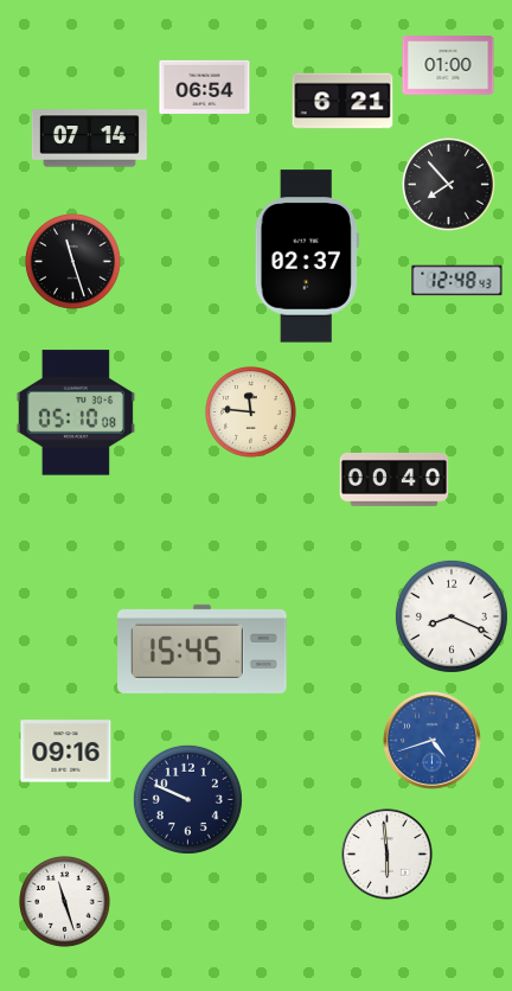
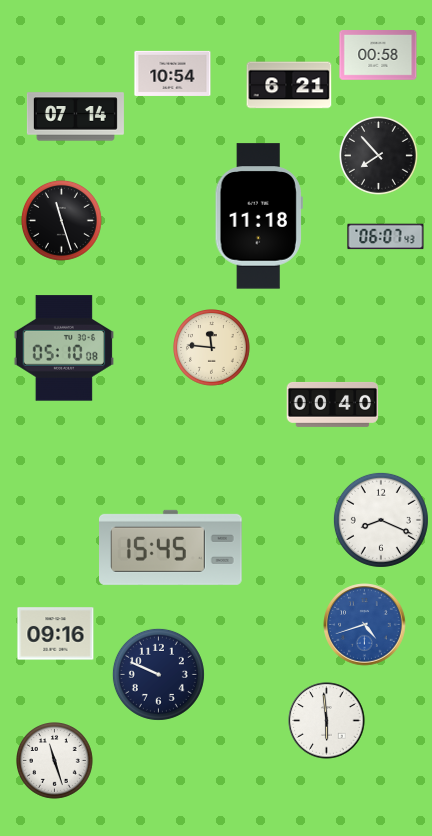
clock at (448, 66): 01:00 -> 00:58
clock at (205, 87): 06:54 -> 10:54
clock at (307, 256): 02:37 -> 11:18
clock at (457, 281): 12:48 -> 06:07
